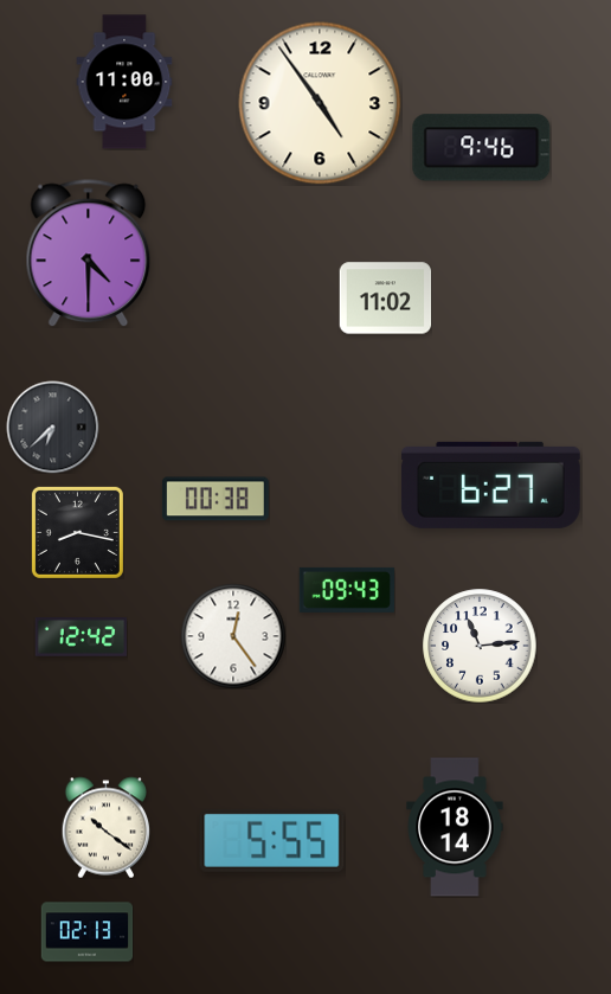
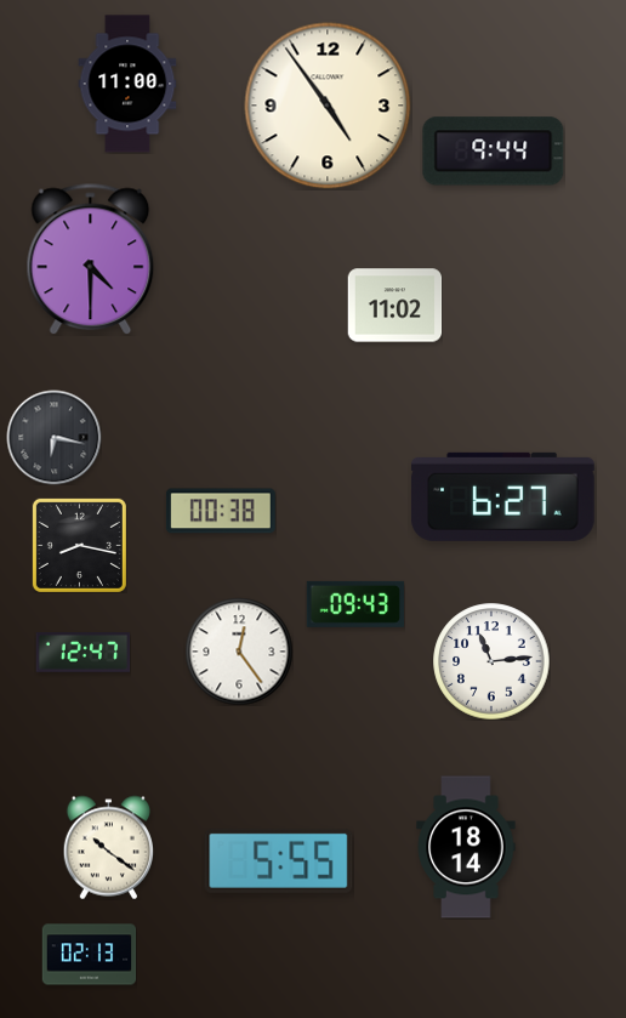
clock at (482, 148): 9:46 -> 9:44
clock at (52, 427): 6:38 -> 6:17
clock at (81, 637): 12:42 -> 12:47
